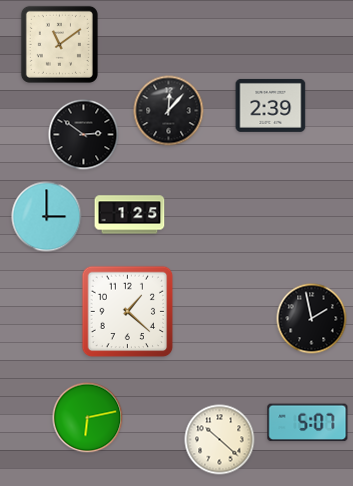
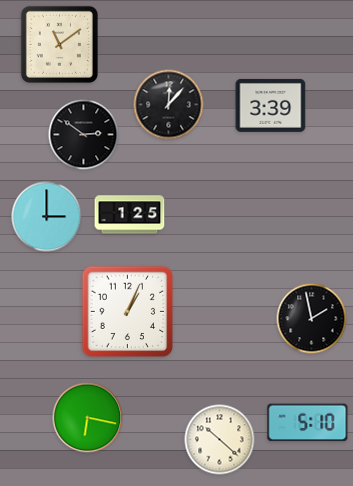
clock at (271, 105): 2:39 -> 3:39
clock at (169, 111) position: (169, 111) -> (169, 105)
clock at (128, 312): 1:22 -> 1:04
clock at (88, 418): 6:13 -> 6:17
clock at (308, 423): 5:07 -> 5:10
